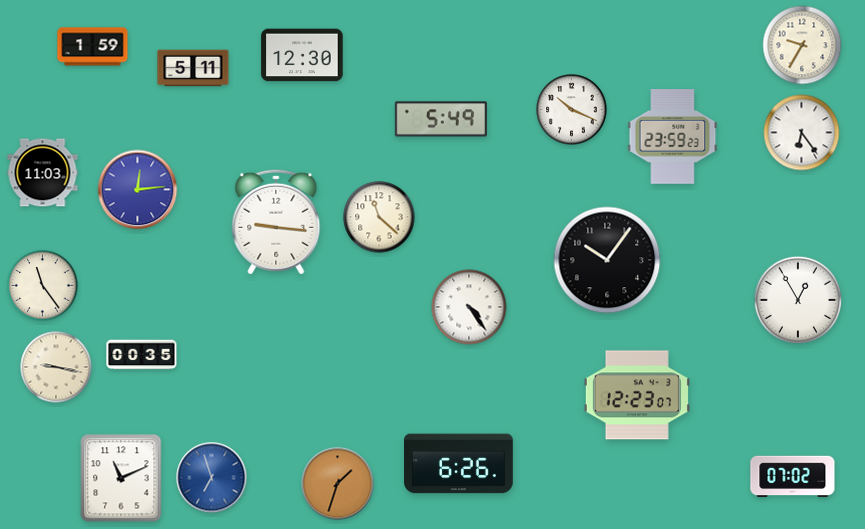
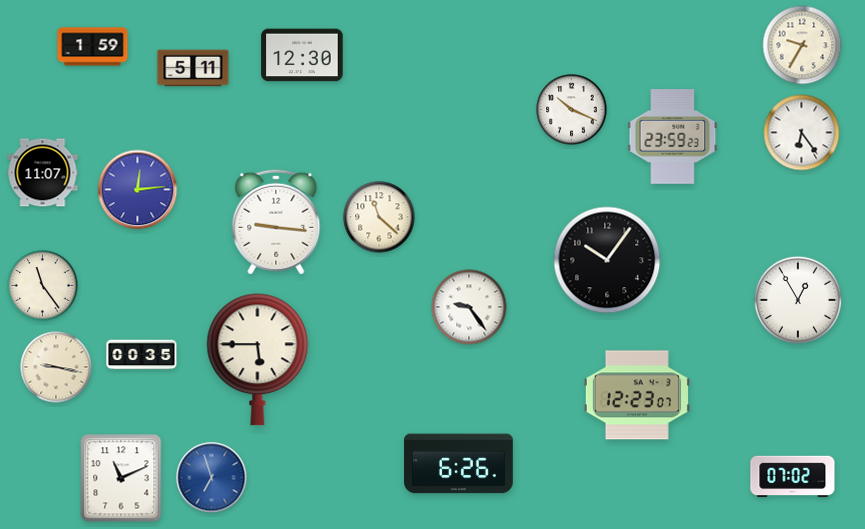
clock at (441, 119): 5:49 -> none
clock at (43, 173): 11:03 -> 11:07
clock at (469, 307): 4:24 -> 9:24
clock at (258, 360): none -> 5:45
clock at (338, 484): 1:33 -> none
